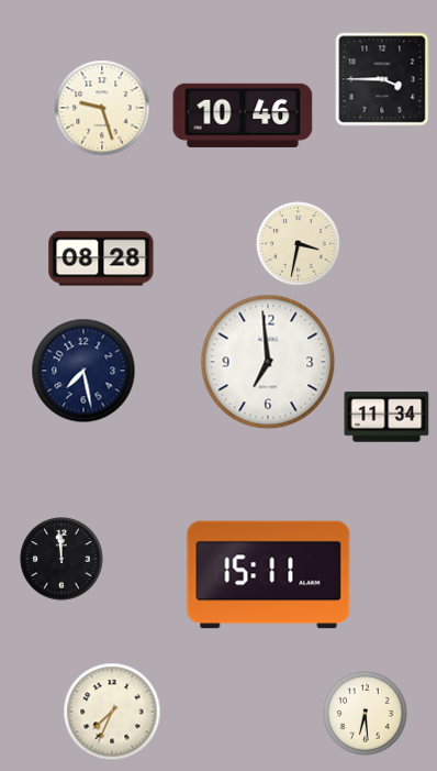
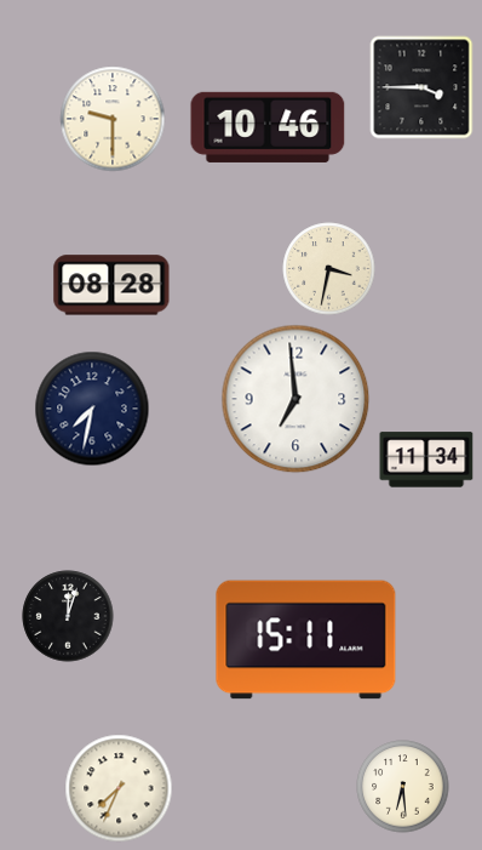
clock at (102, 108): 9:27 -> 9:30
clock at (83, 371): 7:28 -> 7:32
clock at (61, 559): 11:59 -> 12:03
clock at (269, 575) position: (269, 575) -> (306, 640)
clock at (112, 712) position: (112, 712) -> (119, 788)
